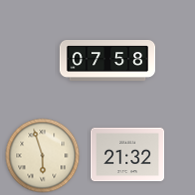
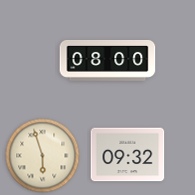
clock at (108, 61): 07:58 -> 08:00
clock at (128, 155): 21:32 -> 09:32
